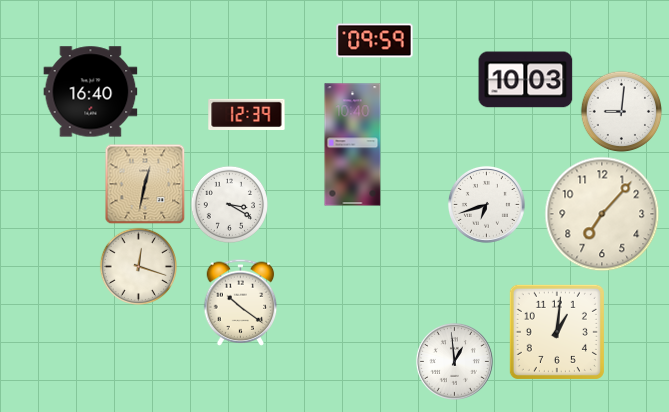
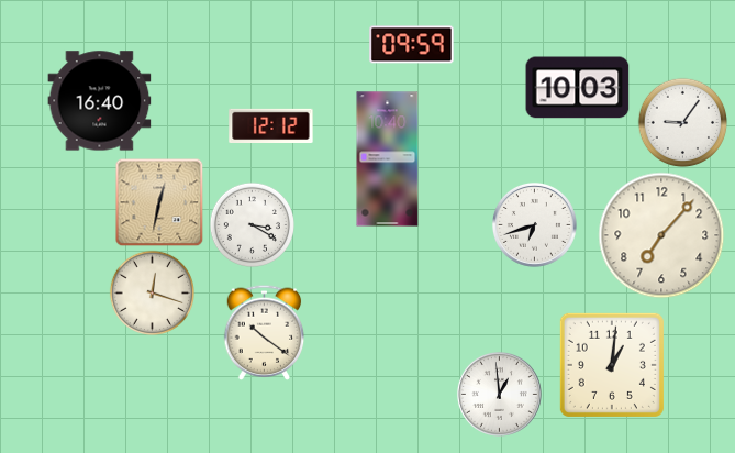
clock at (621, 111): 9:01 -> 9:06
clock at (247, 114): 12:39 -> 12:12
clock at (454, 361) position: (454, 361) -> (499, 394)
